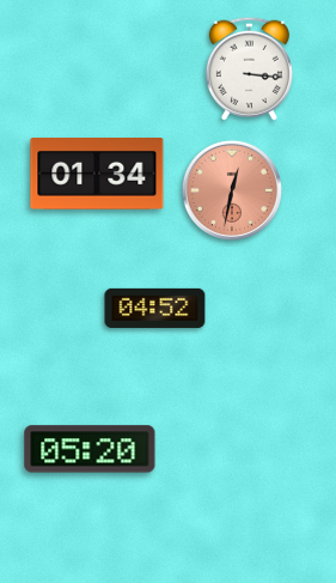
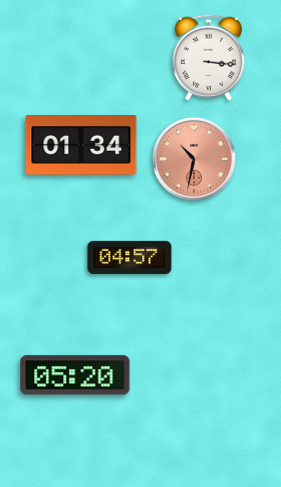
clock at (232, 190): 12:32 -> 10:32
clock at (155, 308): 04:52 -> 04:57
